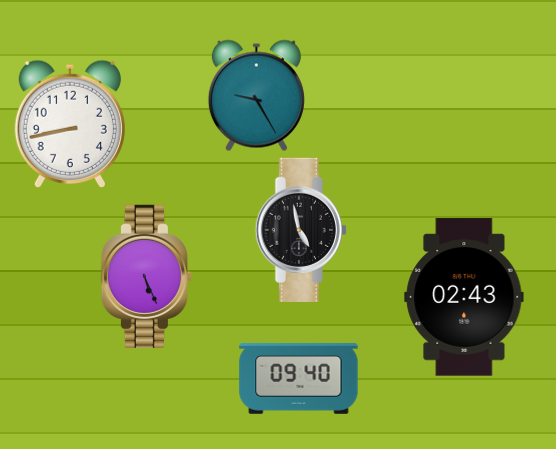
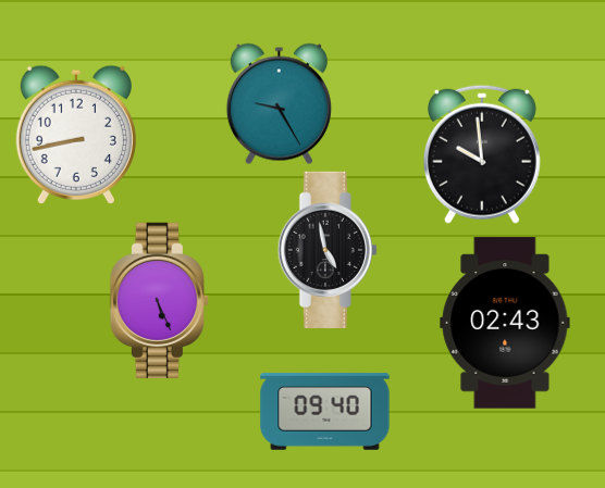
clock at (482, 154): none -> 9:59
